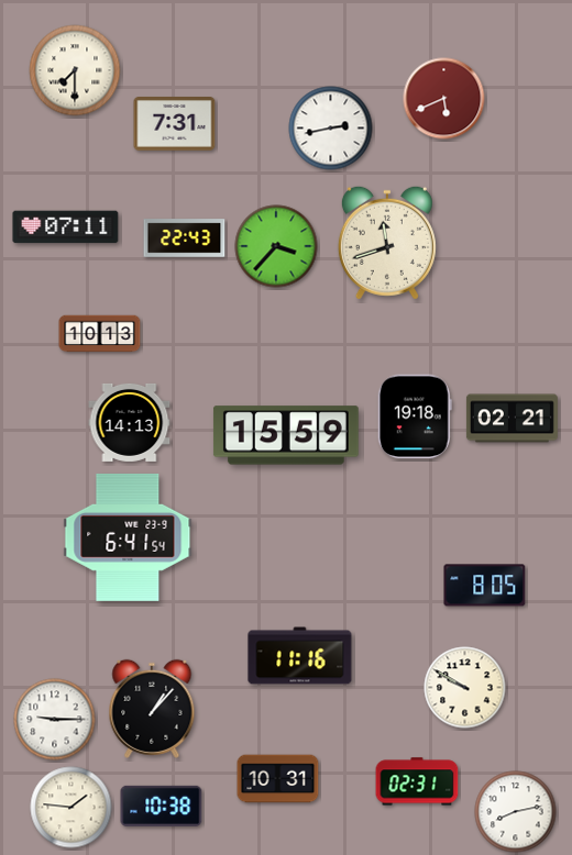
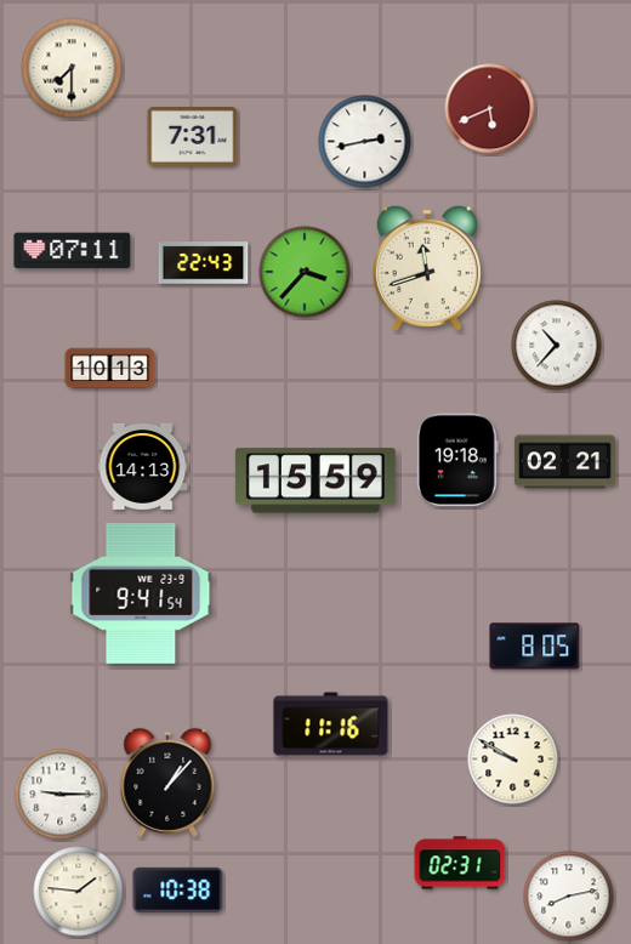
clock at (75, 70) position: (75, 70) -> (72, 68)
clock at (557, 346): none -> 10:37
clock at (128, 537): 6:41 -> 9:41
clock at (278, 779): 10:31 -> none
